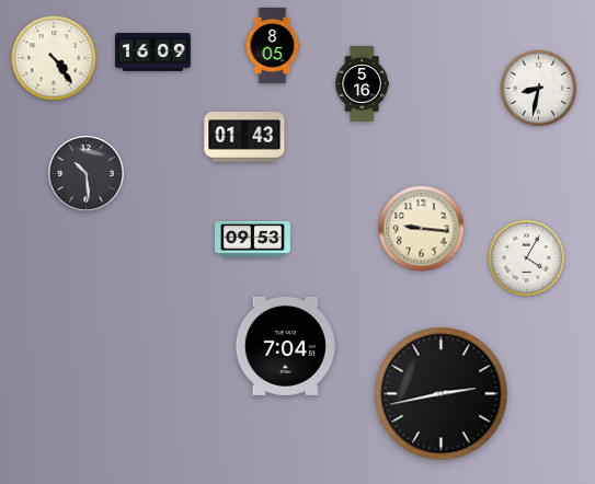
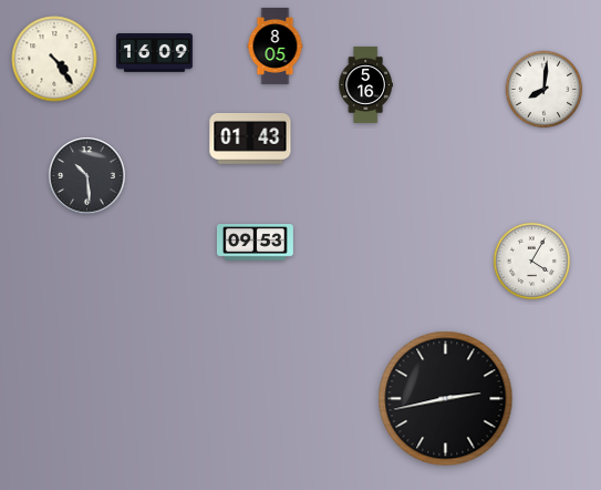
clock at (539, 89): 8:32 -> 8:01
clock at (244, 137) position: (244, 137) -> (250, 139)
clock at (422, 229): 9:16 -> none
clock at (285, 346): 7:04 -> none
